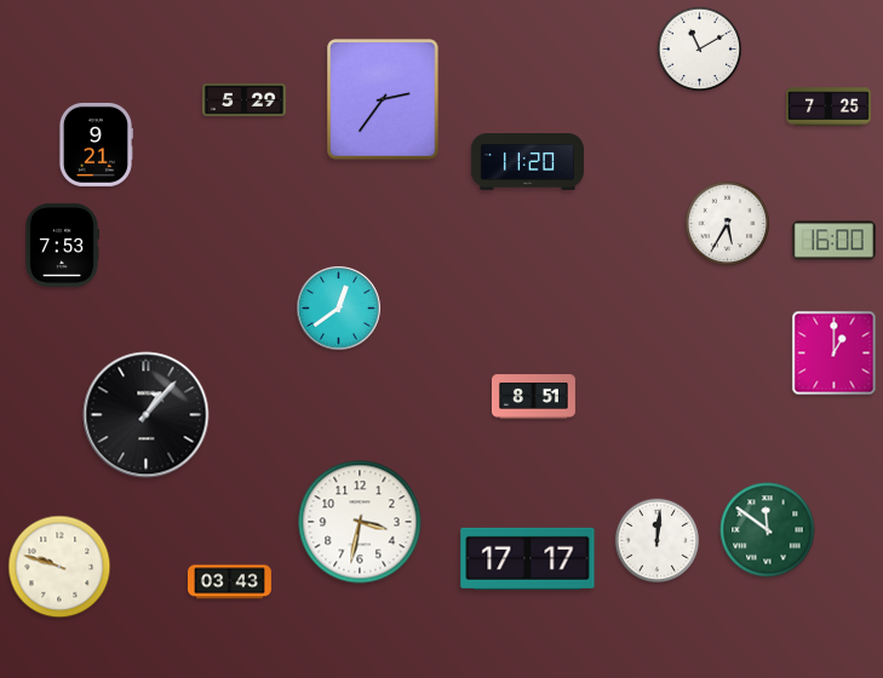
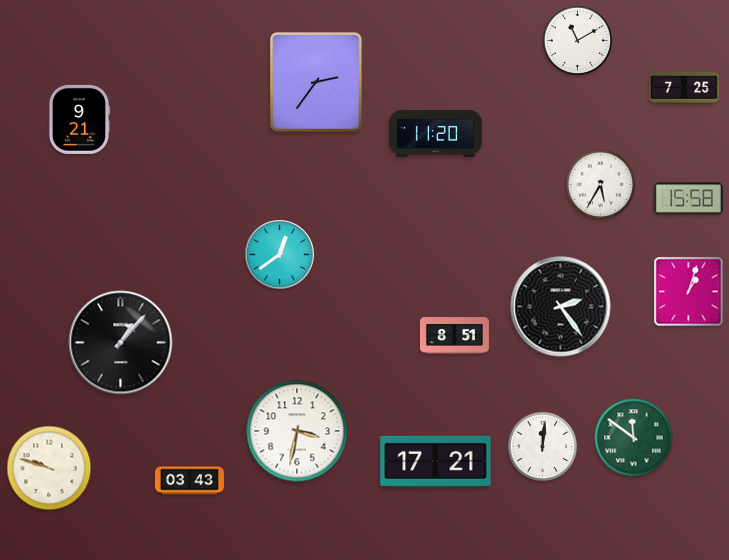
clock at (243, 100): 5:29 -> none
clock at (833, 241): 16:00 -> 15:58
clock at (63, 245): 7:53 -> none
clock at (835, 354): 1:00 -> 1:03
clock at (561, 307): none -> 2:24
clock at (533, 397) position: (533, 397) -> (454, 336)
clock at (528, 558): 17:17 -> 17:21
